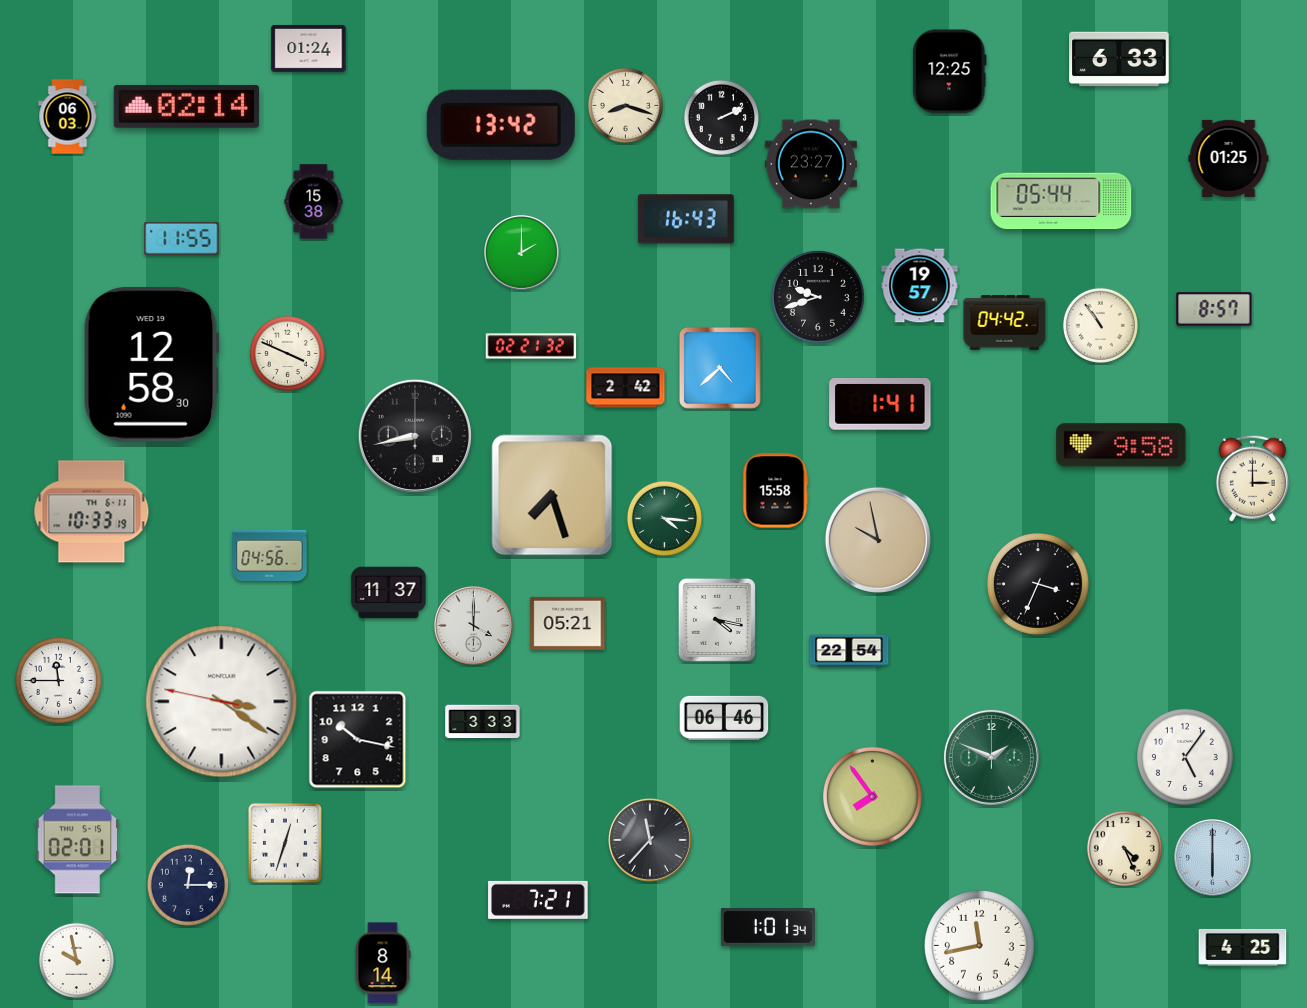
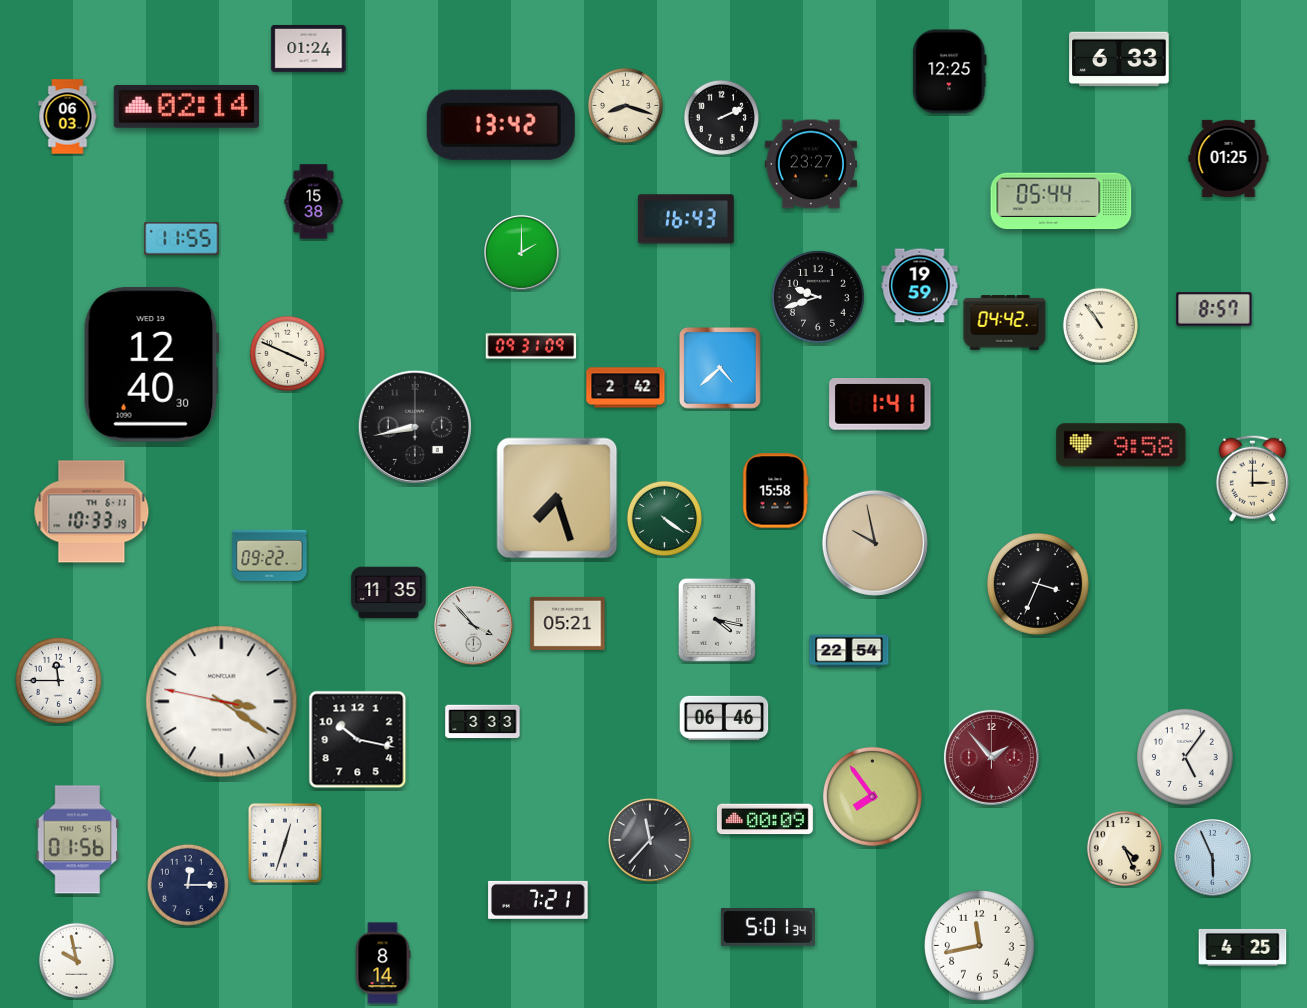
clock at (920, 286): 19:57 -> 19:59
clock at (531, 346): 02:21 -> 09:31
clock at (151, 365): 12:58 -> 12:40
clock at (415, 436) position: (415, 436) -> (415, 427)
clock at (552, 495) position: (552, 495) -> (557, 498)
clock at (664, 518): 4:16 -> 4:21
clock at (878, 540) position: (878, 540) -> (875, 543)
clock at (270, 555): 04:56 -> 09:22
clock at (389, 593): 11:37 -> 11:35
clock at (474, 626): 4:00 -> 3:53
clock at (991, 757): 1:49 -> 1:53
clock at (991, 757) dial: green -> burgundy
clock at (765, 819): none -> 00:09
clock at (78, 840): 02:01 -> 01:56
clock at (1213, 858): 6:00 -> 5:56
clock at (768, 927): 1:01 -> 5:01
